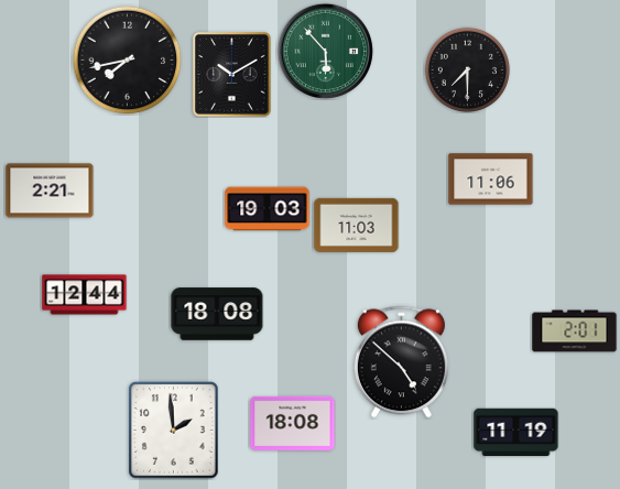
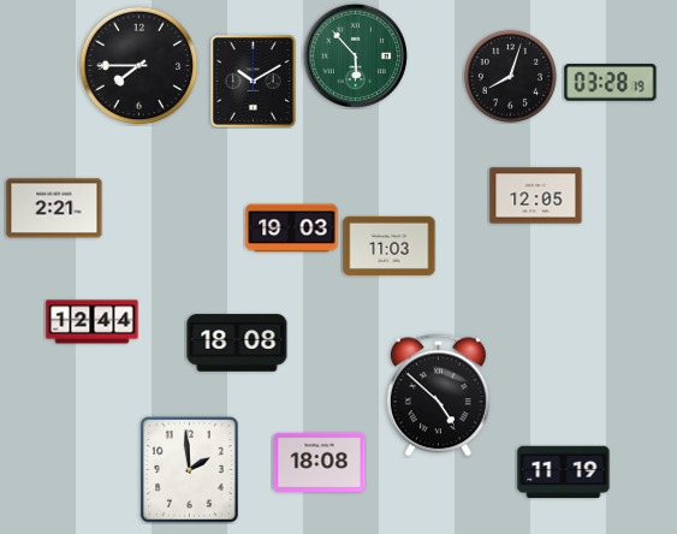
clock at (128, 61): 7:43 -> 7:45
clock at (467, 69): 7:30 -> 8:03
clock at (611, 83): none -> 03:28
clock at (491, 180): 11:06 -> 12:05
clock at (575, 332): 2:01 -> none
